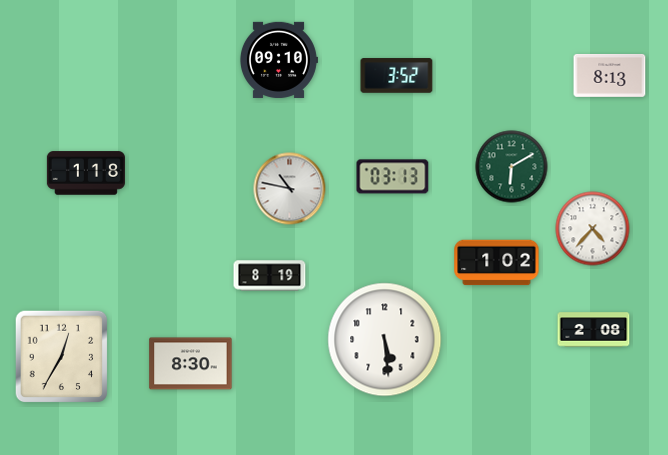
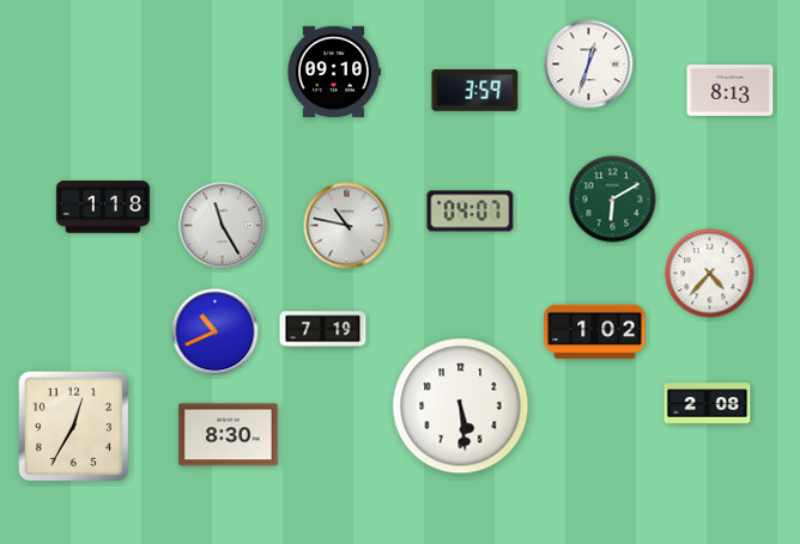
clock at (589, 65): none -> 12:33
clock at (397, 76): 3:52 -> 3:59
clock at (393, 177): 03:13 -> 04:07
clock at (223, 226): none -> 11:25
clock at (497, 263) position: (497, 263) -> (595, 332)
clock at (270, 276): 8:19 -> 7:19
clock at (216, 332): none -> 10:41
clock at (594, 330) position: (594, 330) -> (708, 404)
